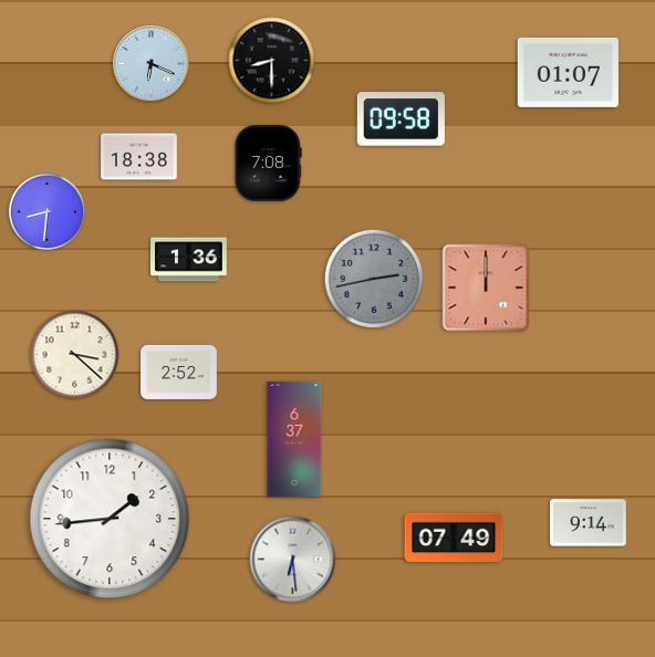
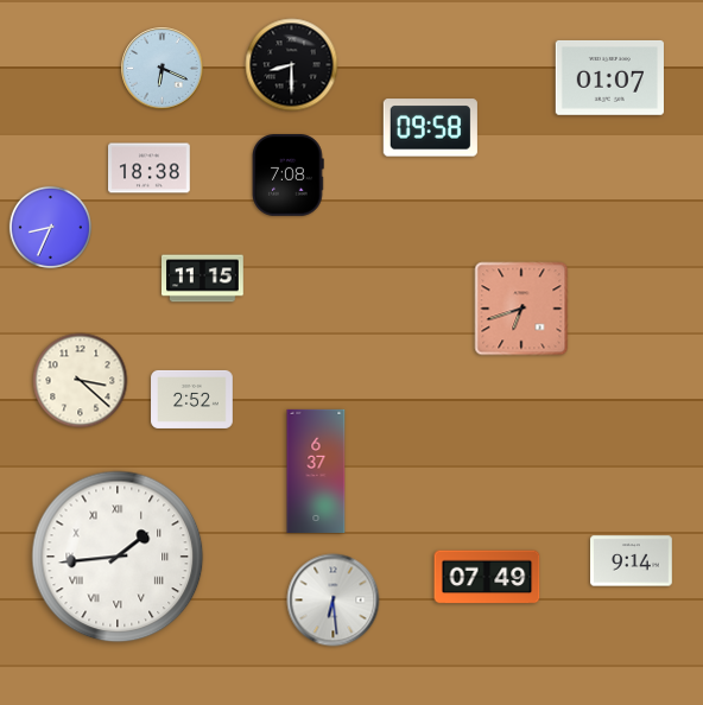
clock at (46, 211): 8:31 -> 8:34
clock at (189, 260): 1:36 -> 11:15
clock at (374, 279): 2:43 -> none
clock at (486, 288): 12:00 -> 6:42
clock at (110, 519) numerals: Arabic -> Roman
clock at (293, 560) position: (293, 560) -> (334, 601)
